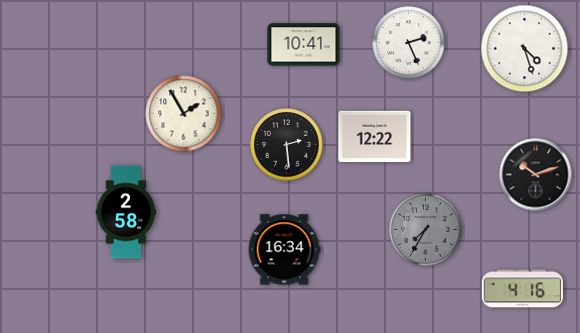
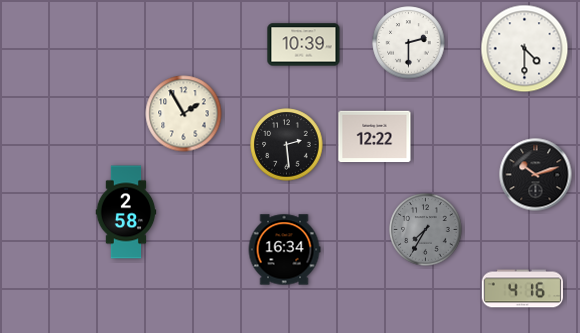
clock at (409, 43): 2:26 -> 2:30
clock at (304, 45): 10:41 -> 10:39
clock at (525, 49): 4:27 -> 4:30
